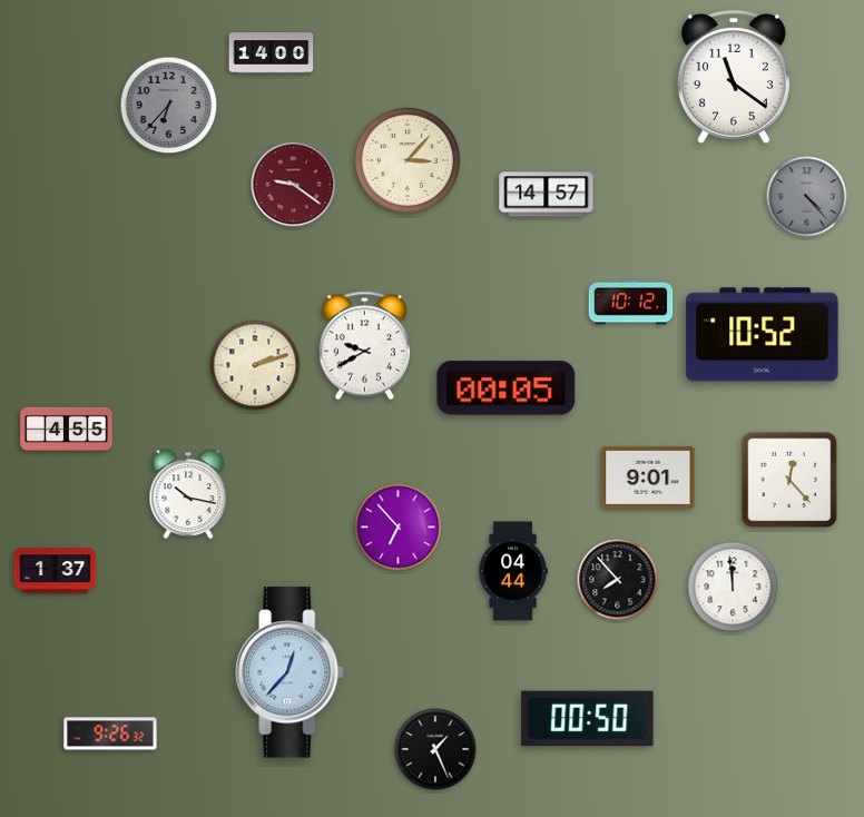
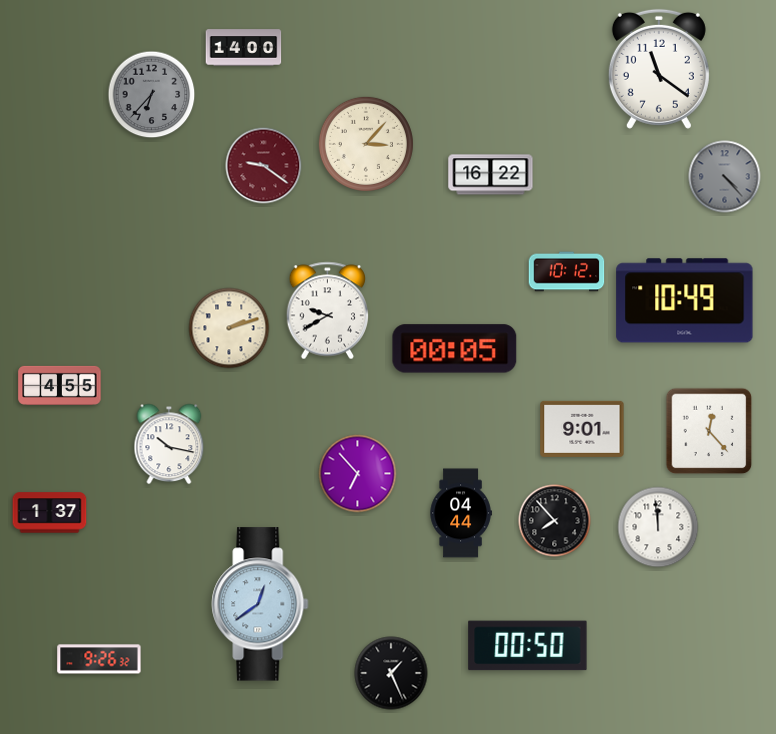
clock at (547, 195): 14:57 -> 16:22
clock at (763, 335): 10:52 -> 10:49
clock at (289, 672): 12:37 -> 12:39
